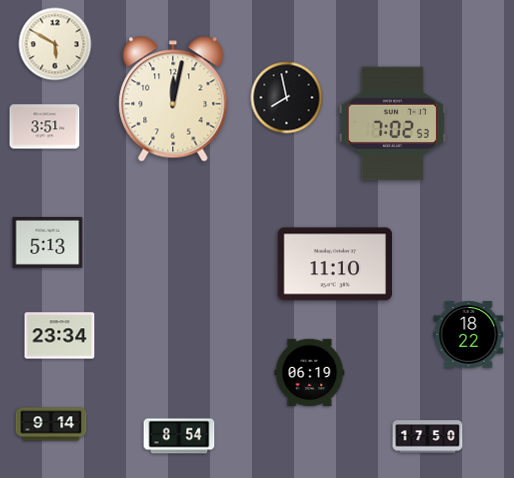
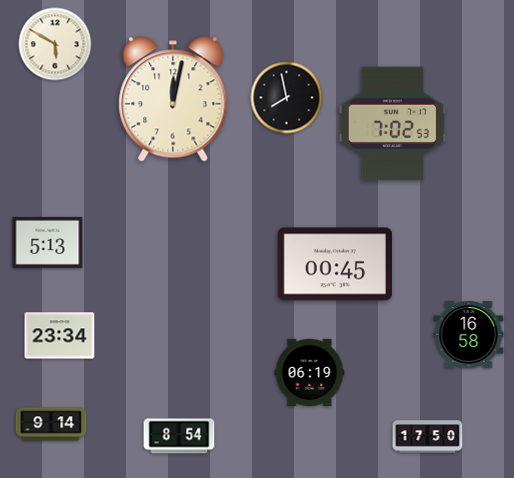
clock at (45, 127): 3:51 -> none
clock at (334, 264): 11:10 -> 00:45
clock at (469, 335): 18:22 -> 16:58
